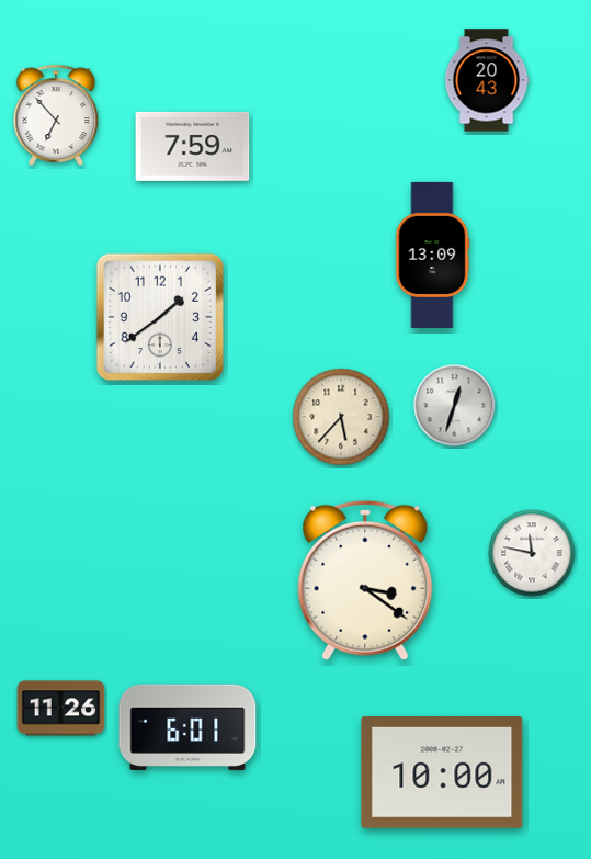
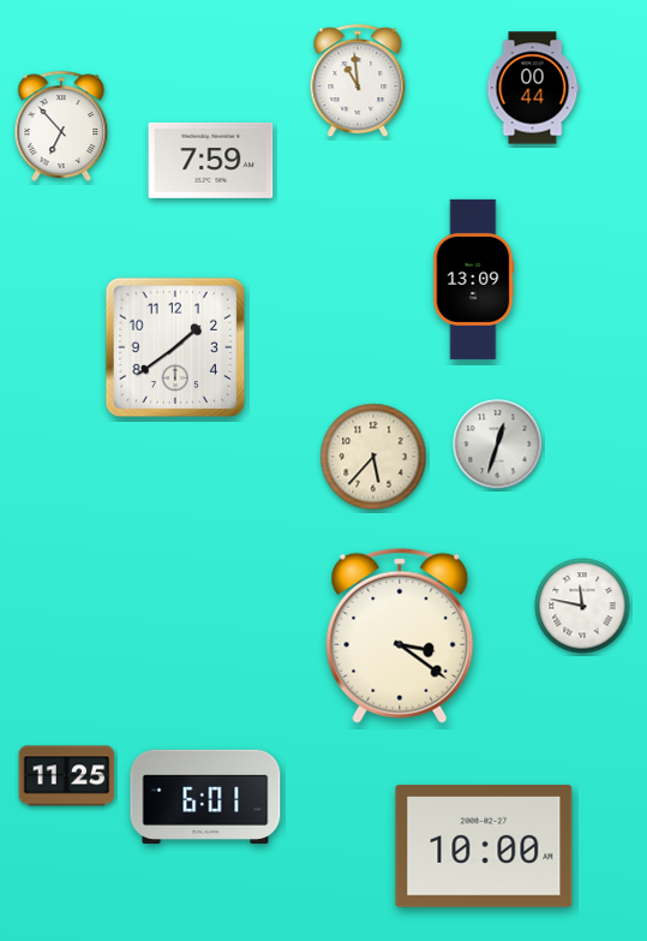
clock at (358, 81): none -> 10:59
clock at (487, 80): 20:43 -> 00:44
clock at (61, 709): 11:26 -> 11:25
